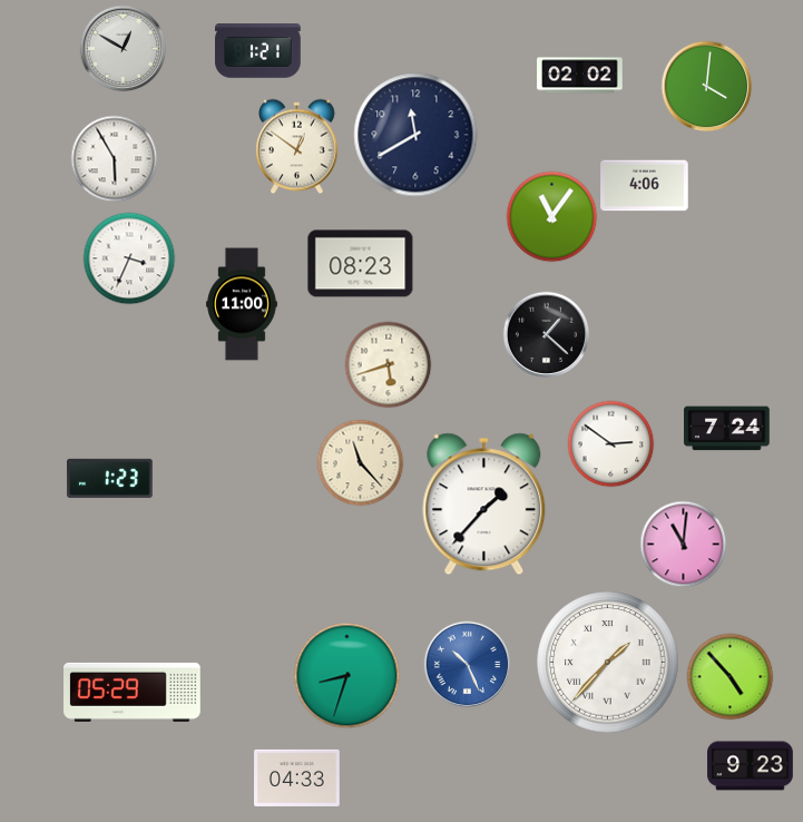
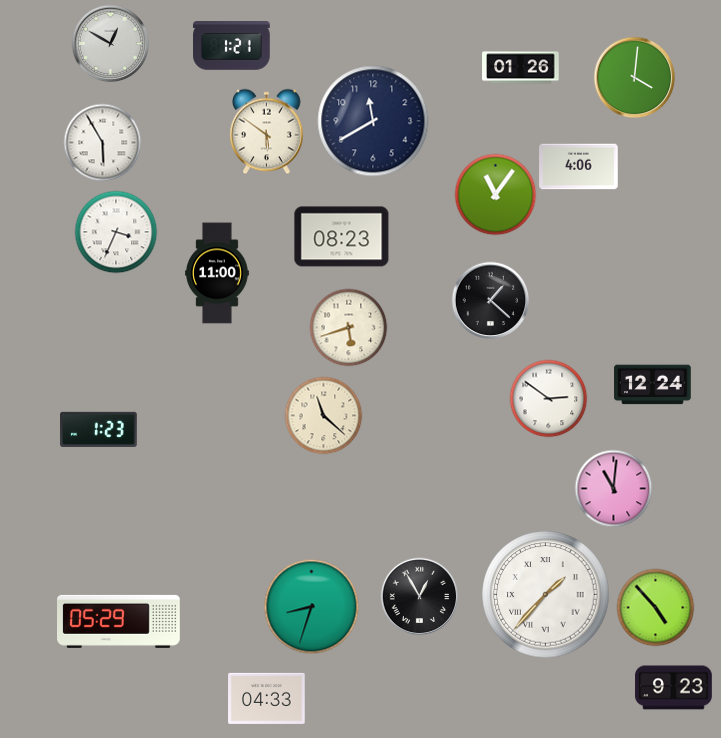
clock at (580, 76): 02:02 -> 01:26
clock at (297, 146): 12:51 -> 5:51
clock at (361, 264) position: (361, 264) -> (342, 237)
clock at (727, 429): 7:24 -> 12:24
clock at (360, 462): 11:23 -> 11:22
clock at (484, 505): 1:37 -> none
clock at (467, 664): 10:26 -> 12:55
clock at (467, 664) dial: blue -> black
